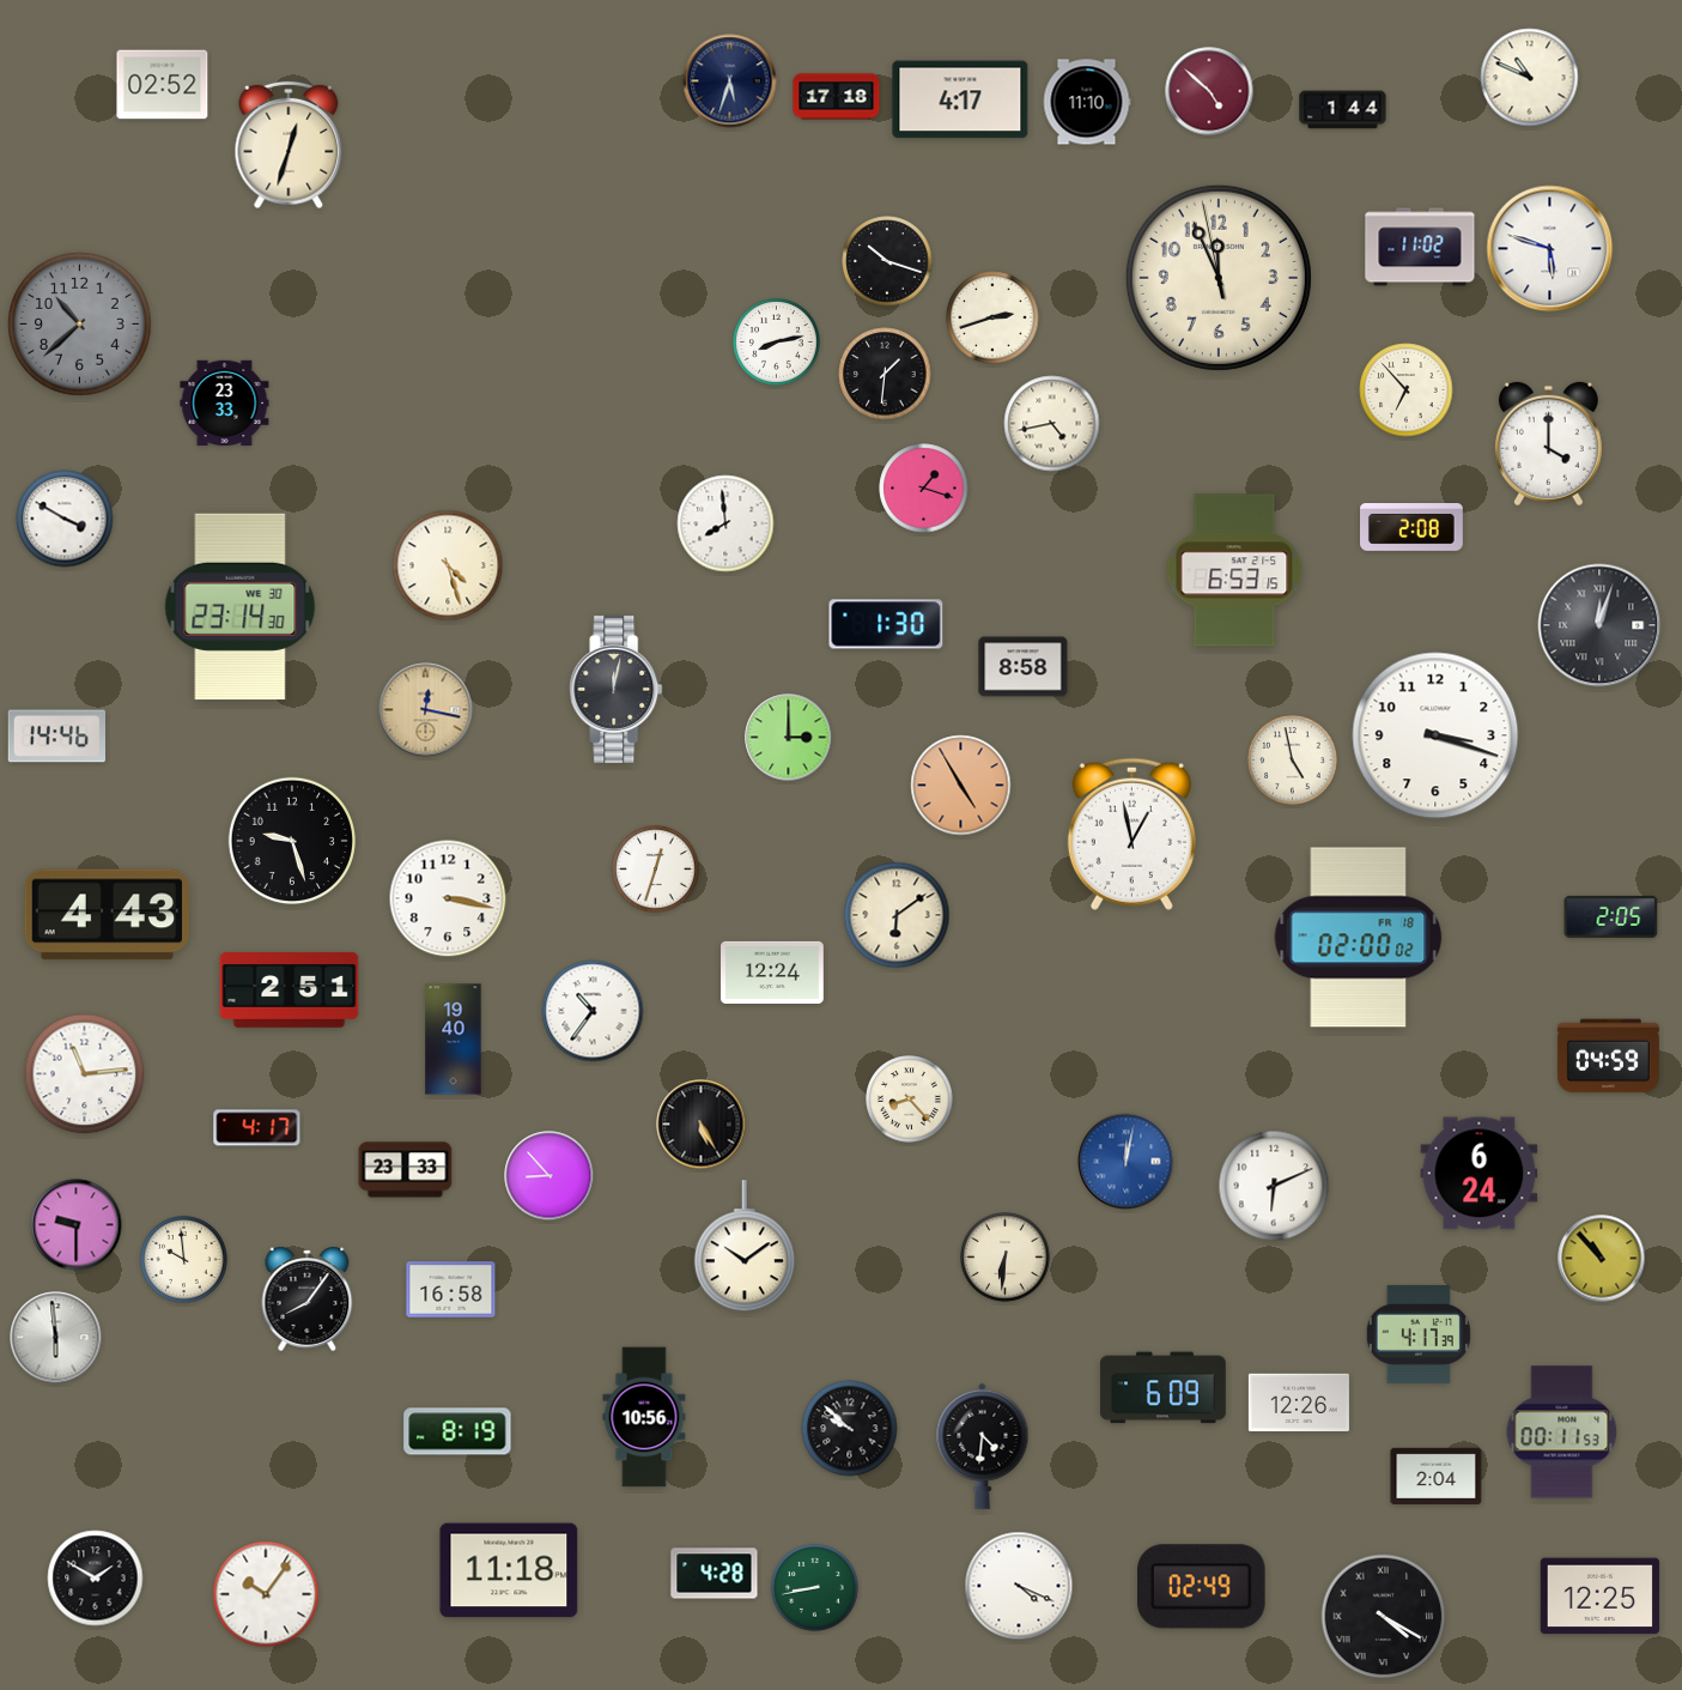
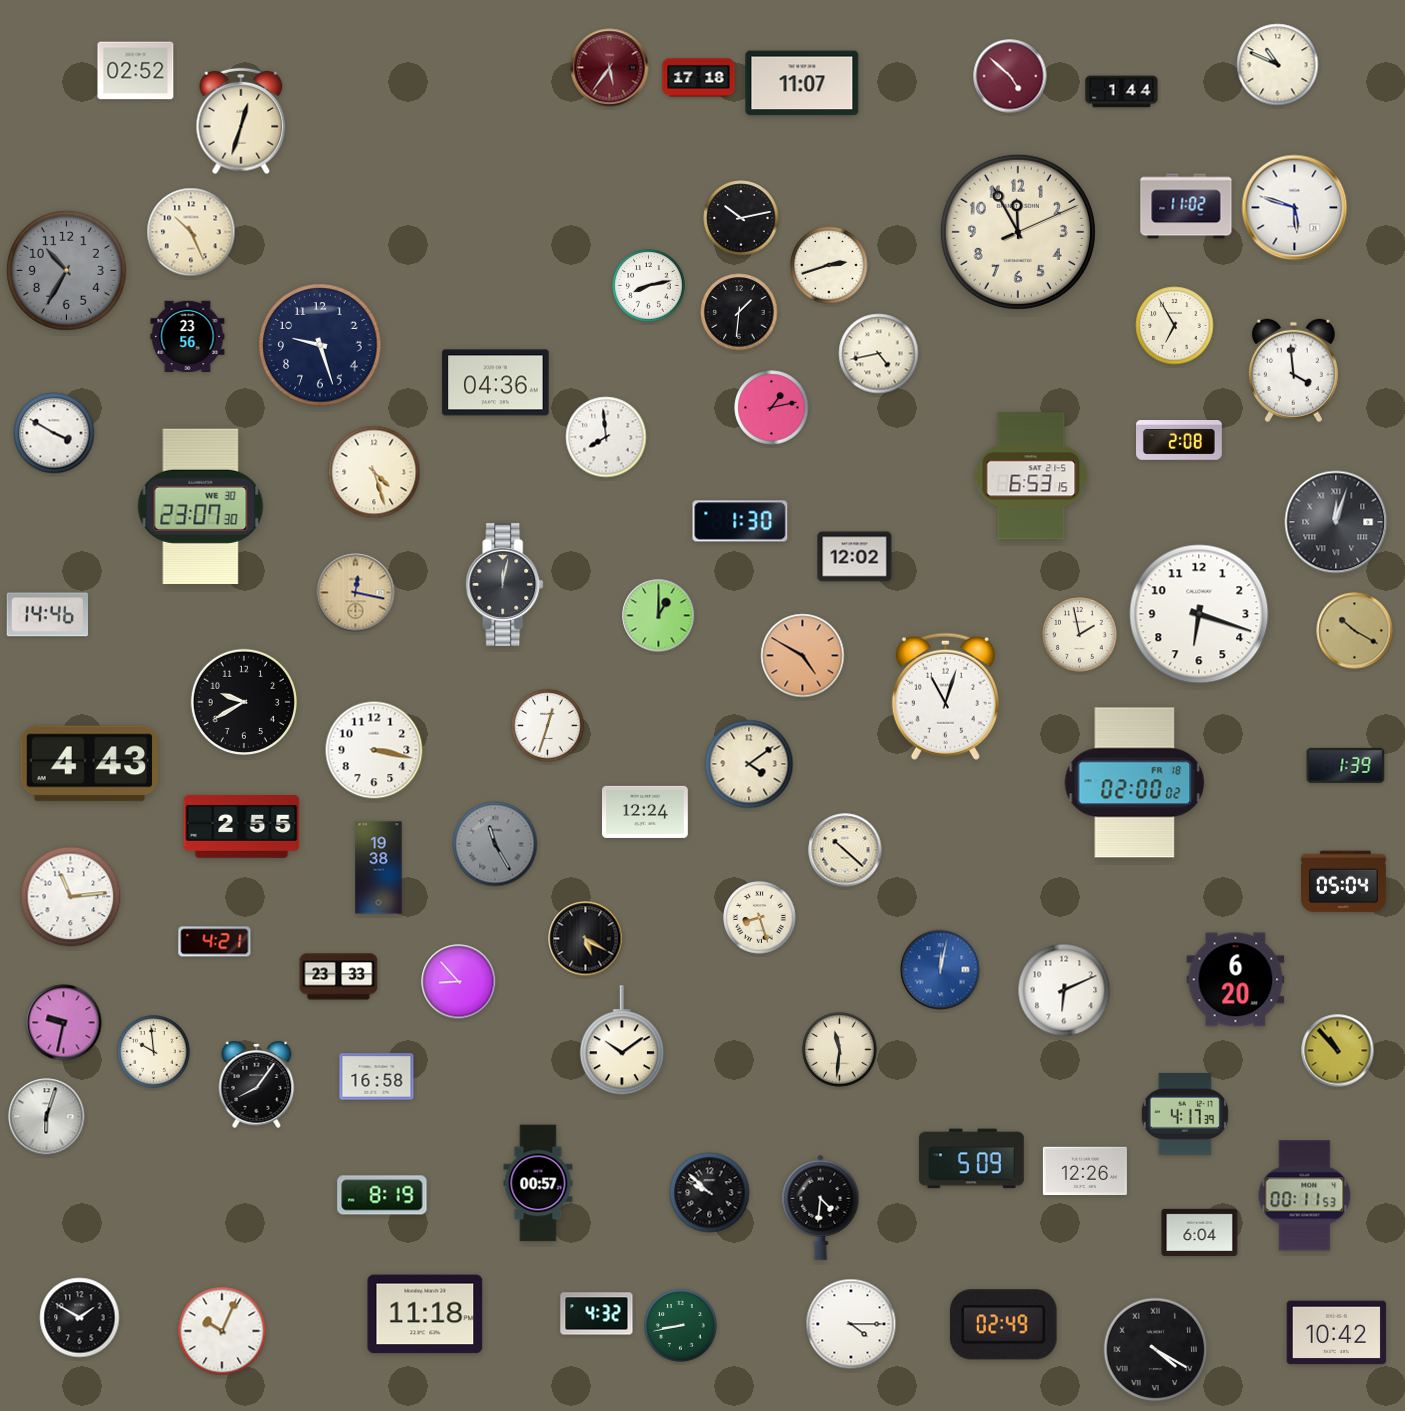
clock at (730, 81): 5:33 -> 5:36
clock at (730, 81) dial: navy -> burgundy
clock at (837, 97) position: (837, 97) -> (699, 78)
clock at (960, 99): 4:17 -> 11:07
clock at (1087, 102): 11:10 -> none
clock at (887, 261): 10:18 -> 10:13
clock at (191, 232): none -> 10:26
clock at (1219, 278): 11:55:58 -> 11:55:11
clock at (80, 325): 10:38 -> 10:35
clock at (1407, 390): 6:53 -> 6:55
clock at (225, 402): 23:33 -> 23:56
clock at (320, 345): none -> 9:27
clock at (1548, 444): 4:00 -> 3:59
clock at (496, 383): none -> 04:36
clock at (924, 489): 1:18 -> 1:13
clock at (241, 607): 23:14 -> 23:07
clock at (1024, 667): 8:58 -> 12:02
clock at (617, 689) position: (617, 689) -> (505, 584)
clock at (1435, 735): 3:18 -> 6:18
clock at (789, 738): 3:00 -> 1:00
clock at (1355, 631): none -> 10:20
clock at (1293, 761): 4:58 -> 1:58
clock at (961, 786): 4:55 -> 4:50
clock at (1131, 834): 12:58 -> 11:03
clock at (292, 841): 9:27 -> 9:40
clock at (897, 915): 6:09 -> 4:09
clock at (1611, 916): 2:05 -> 1:39
clock at (290, 989): 2:51 -> 2:55
clock at (593, 1011): 10:36 -> 11:25
clock at (593, 1011) dial: white -> grey
clock at (845, 850): none -> 10:22
clock at (454, 1040): 19:40 -> 19:38
clock at (1608, 1056): 04:59 -> 05:04
clock at (910, 1100): 8:23 -> 8:27
clock at (702, 1125): 5:25 -> 5:20
clock at (257, 1128): 4:17 -> 4:21
clock at (1480, 1174): 6:24 -> 6:20
clock at (77, 1225): 9:30 -> 9:32
clock at (1006, 1258): 6:31 -> 11:31
clock at (56, 1338): 5:59 -> 6:03
clock at (1164, 1388): 6:09 -> 5:09
clock at (644, 1417): 10:56 -> 00:57
clock at (1437, 1476): 2:04 -> 6:04
clock at (509, 1570) position: (509, 1570) -> (425, 1314)
clock at (715, 1574): 4:28 -> 4:32
clock at (1019, 1586): 4:19 -> 4:15
clock at (266, 1594): 10:06 -> 10:04
clock at (1601, 1597): 12:25 -> 10:42
